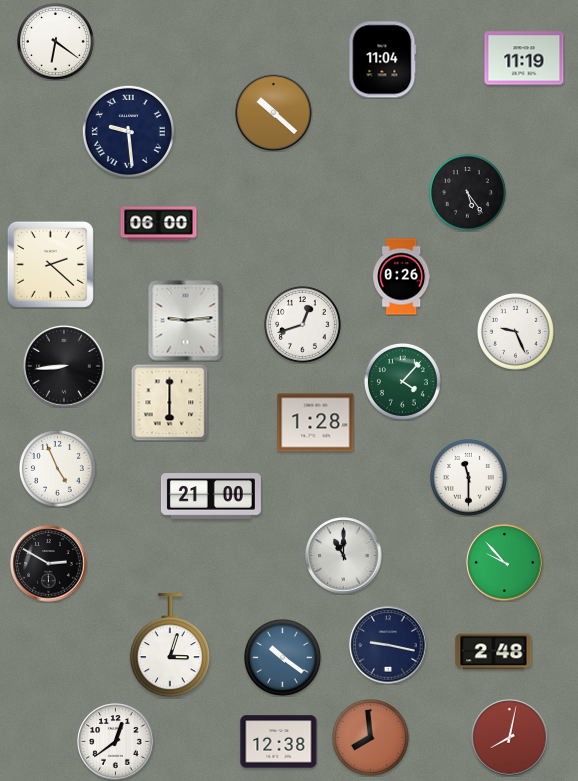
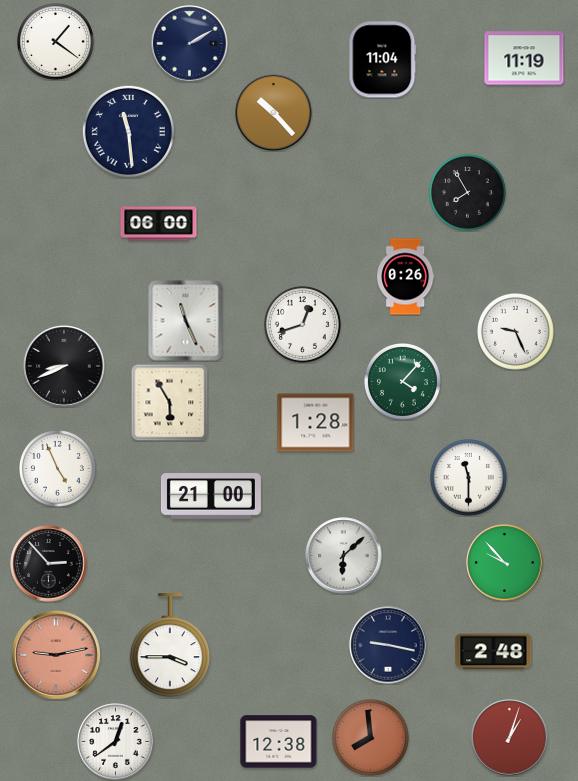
clock at (56, 42): 6:21 -> 1:21
clock at (190, 44): none -> 2:10
clock at (274, 113): 10:22 -> 10:23
clock at (128, 131): 9:29 -> 11:29
clock at (468, 193): 5:24 -> 7:55
clock at (50, 264): 2:22 -> none
clock at (402, 277) position: (402, 277) -> (406, 277)
clock at (186, 321): 9:14 -> 11:26
clock at (64, 366): 8:44 -> 8:41
clock at (169, 402): 6:00 -> 5:55
clock at (344, 556): 11:00 -> 6:08
clock at (49, 564): 2:50 -> 2:53
clock at (170, 646): 3:03 -> 3:45
clock at (56, 655): none -> 9:13
clock at (283, 658): 10:21 -> none
clock at (510, 738): 8:02 -> 1:03
